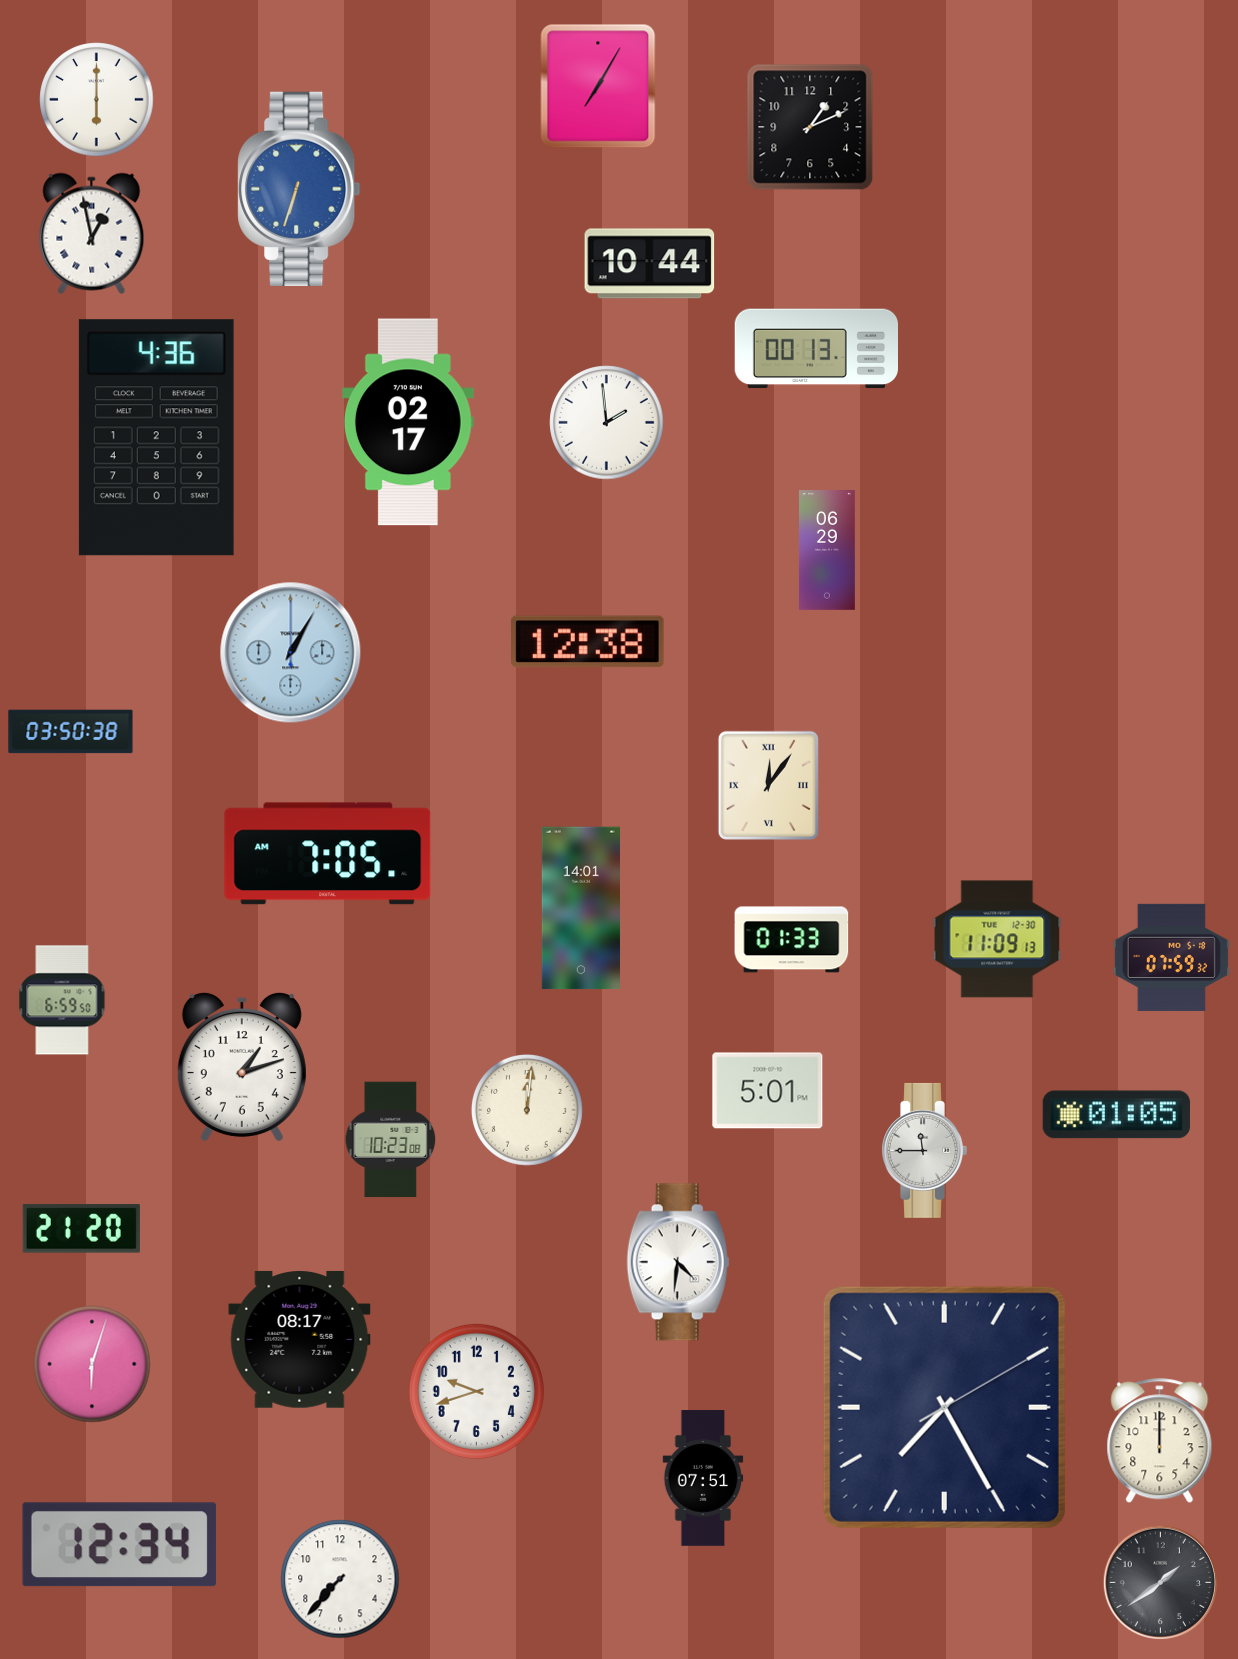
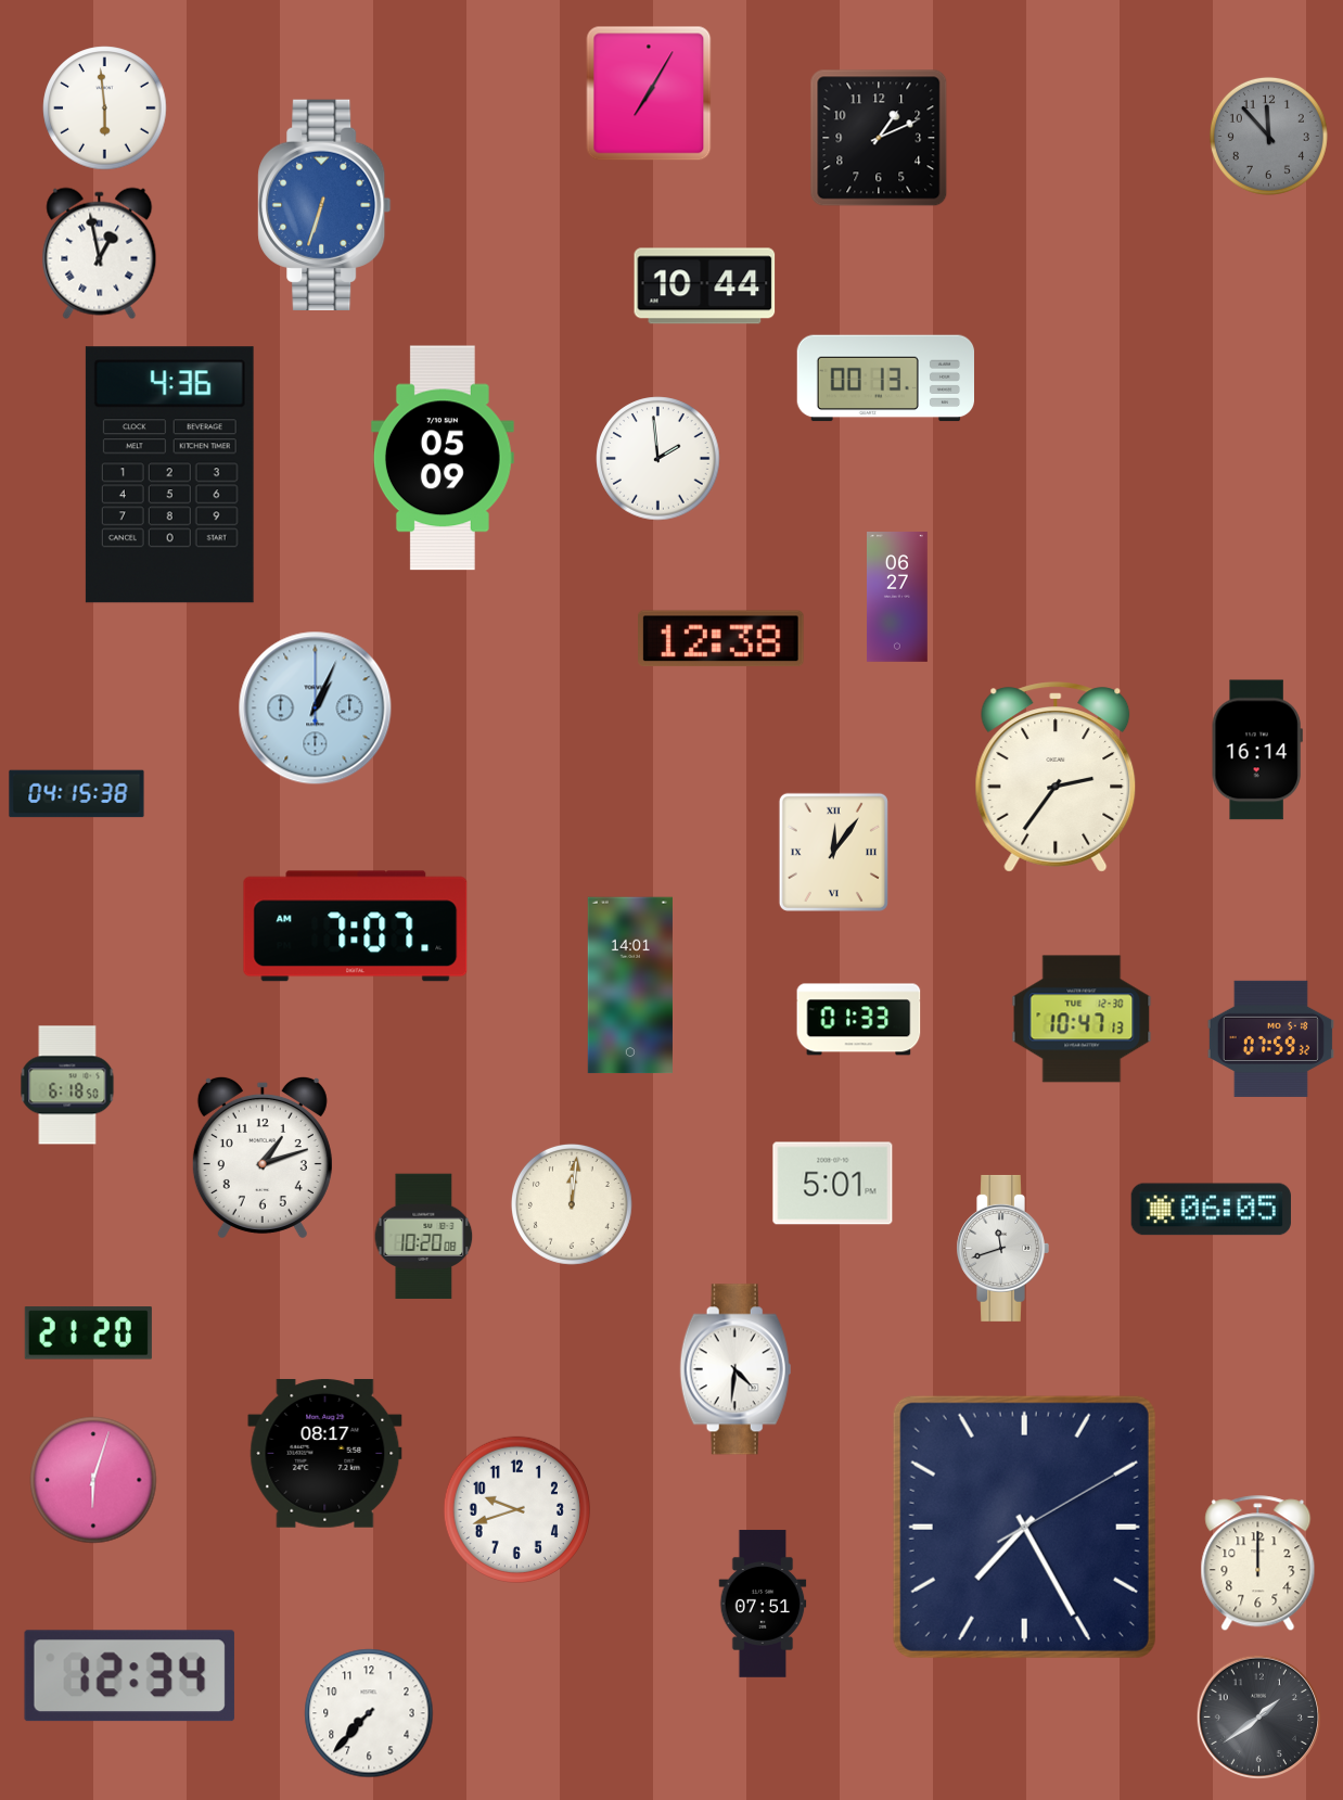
clock at (97, 100): 6:00 -> 5:59
clock at (1268, 136): none -> 11:53
clock at (408, 422): 02:17 -> 05:09
clock at (828, 550): 06:29 -> 06:27
clock at (588, 642) position: (588, 642) -> (721, 639)
clock at (291, 653): 1:05 -> 1:04
clock at (1257, 750): none -> 16:14
clock at (1056, 777): none -> 2:36
clock at (71, 732): 03:50 -> 04:15
clock at (328, 854): 7:05 -> 7:07
clock at (997, 939): 11:09 -> 10:47
clock at (62, 1000): 6:59 -> 6:18
clock at (1116, 1115): 01:05 -> 06:05
clock at (391, 1140): 10:23 -> 10:20
clock at (924, 1150): 11:45 -> 11:42
clock at (92, 1364) position: (92, 1364) -> (93, 1480)
